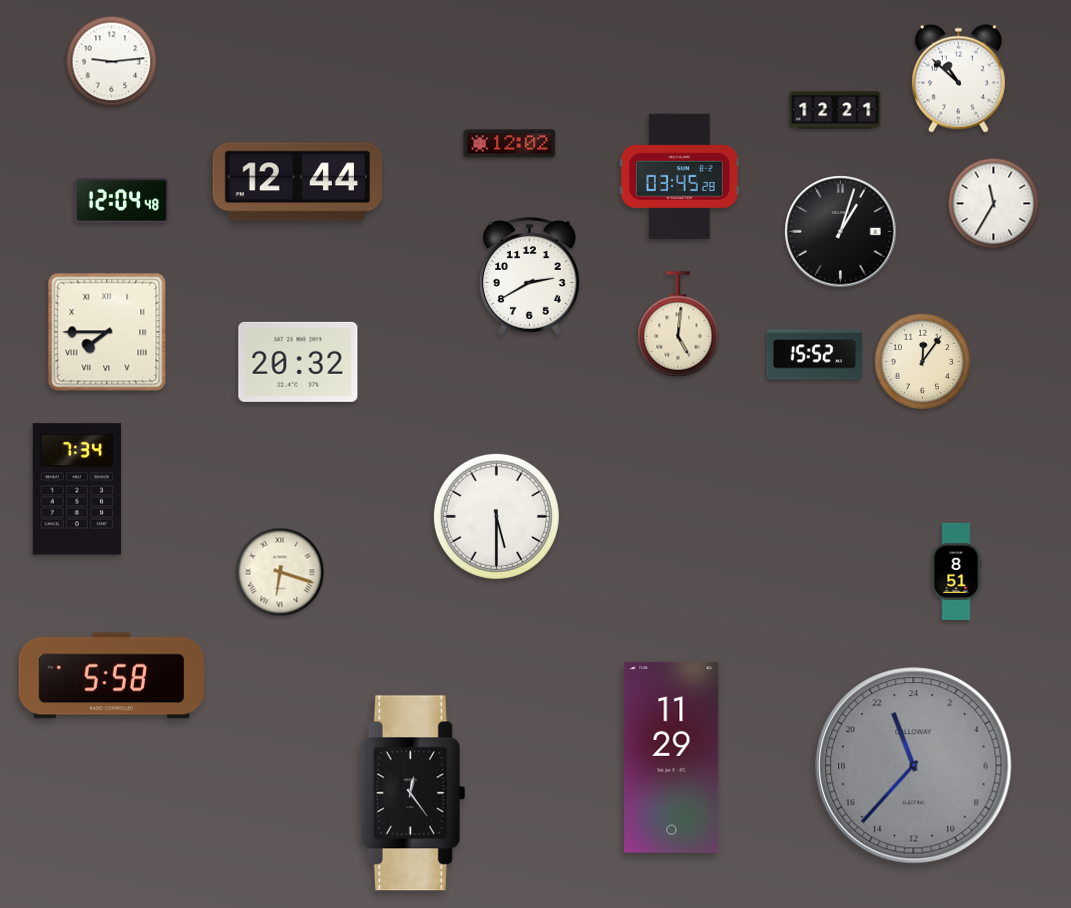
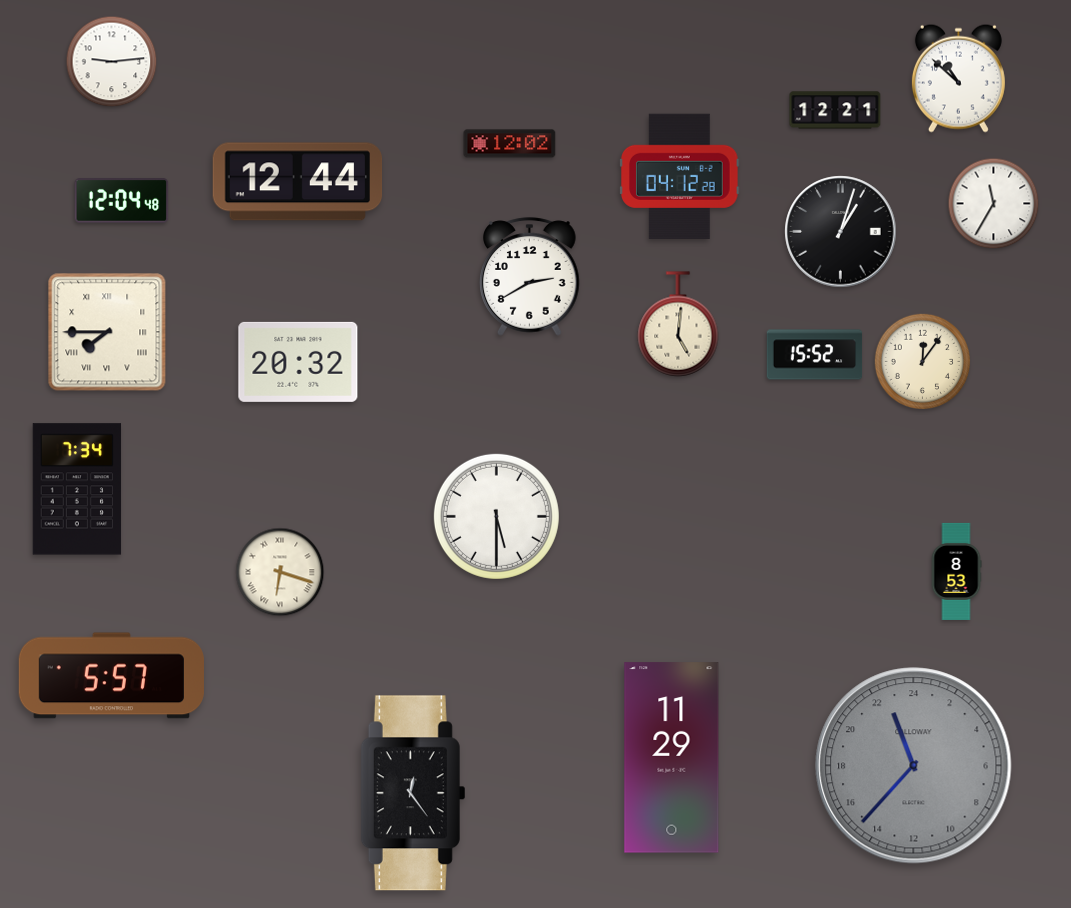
clock at (680, 176): 03:45 -> 04:12
clock at (956, 571): 8:51 -> 8:53
clock at (111, 676): 5:58 -> 5:57
